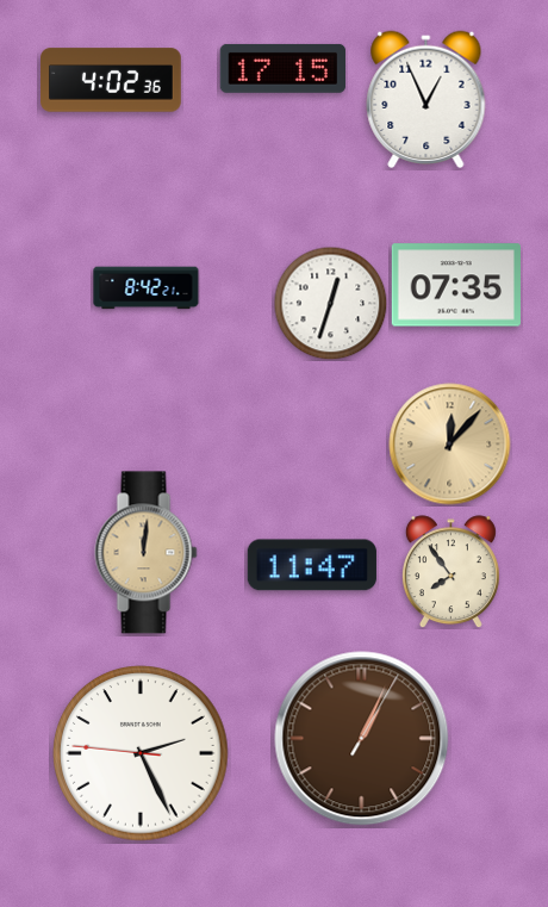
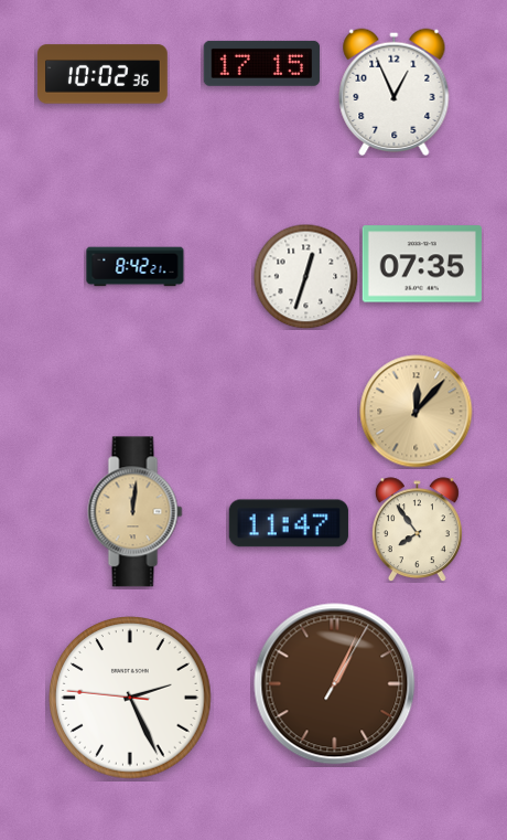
clock at (111, 80): 4:02 -> 10:02
clock at (330, 303) position: (330, 303) -> (305, 276)
